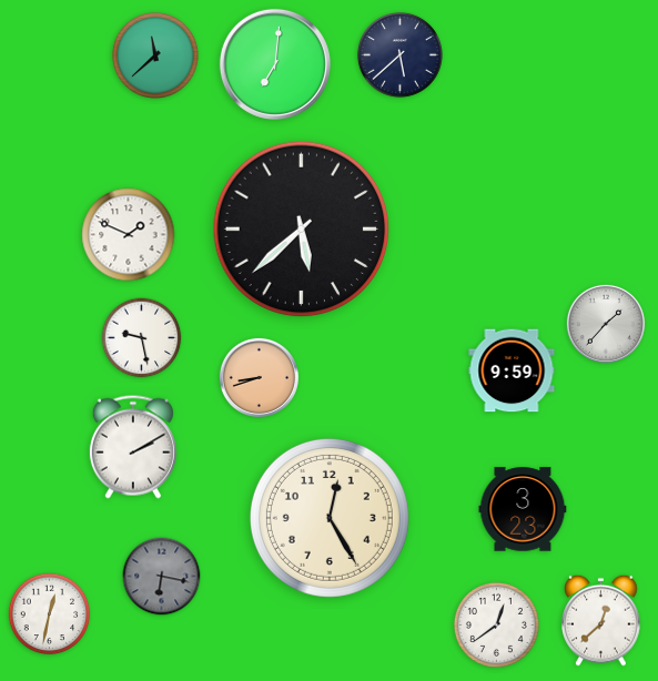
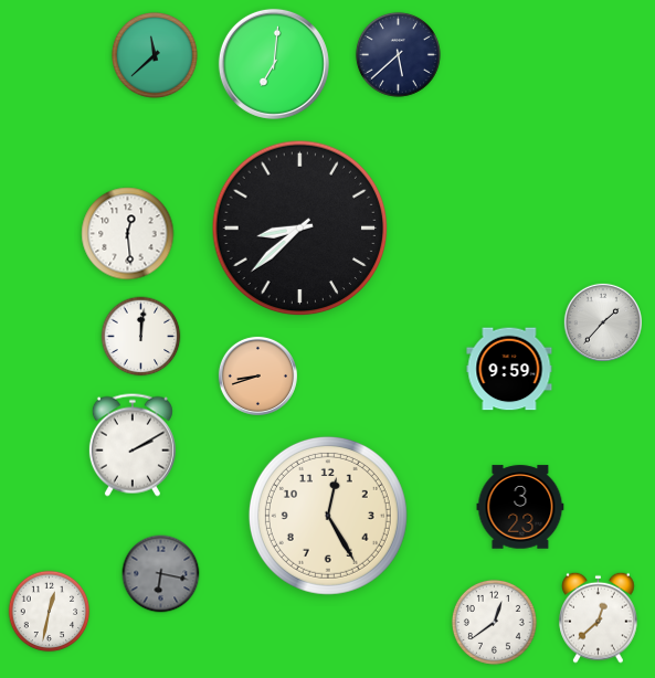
clock at (302, 230): 5:38 -> 8:38
clock at (129, 235): 1:49 -> 12:29
clock at (142, 338): 9:28 -> 12:01
